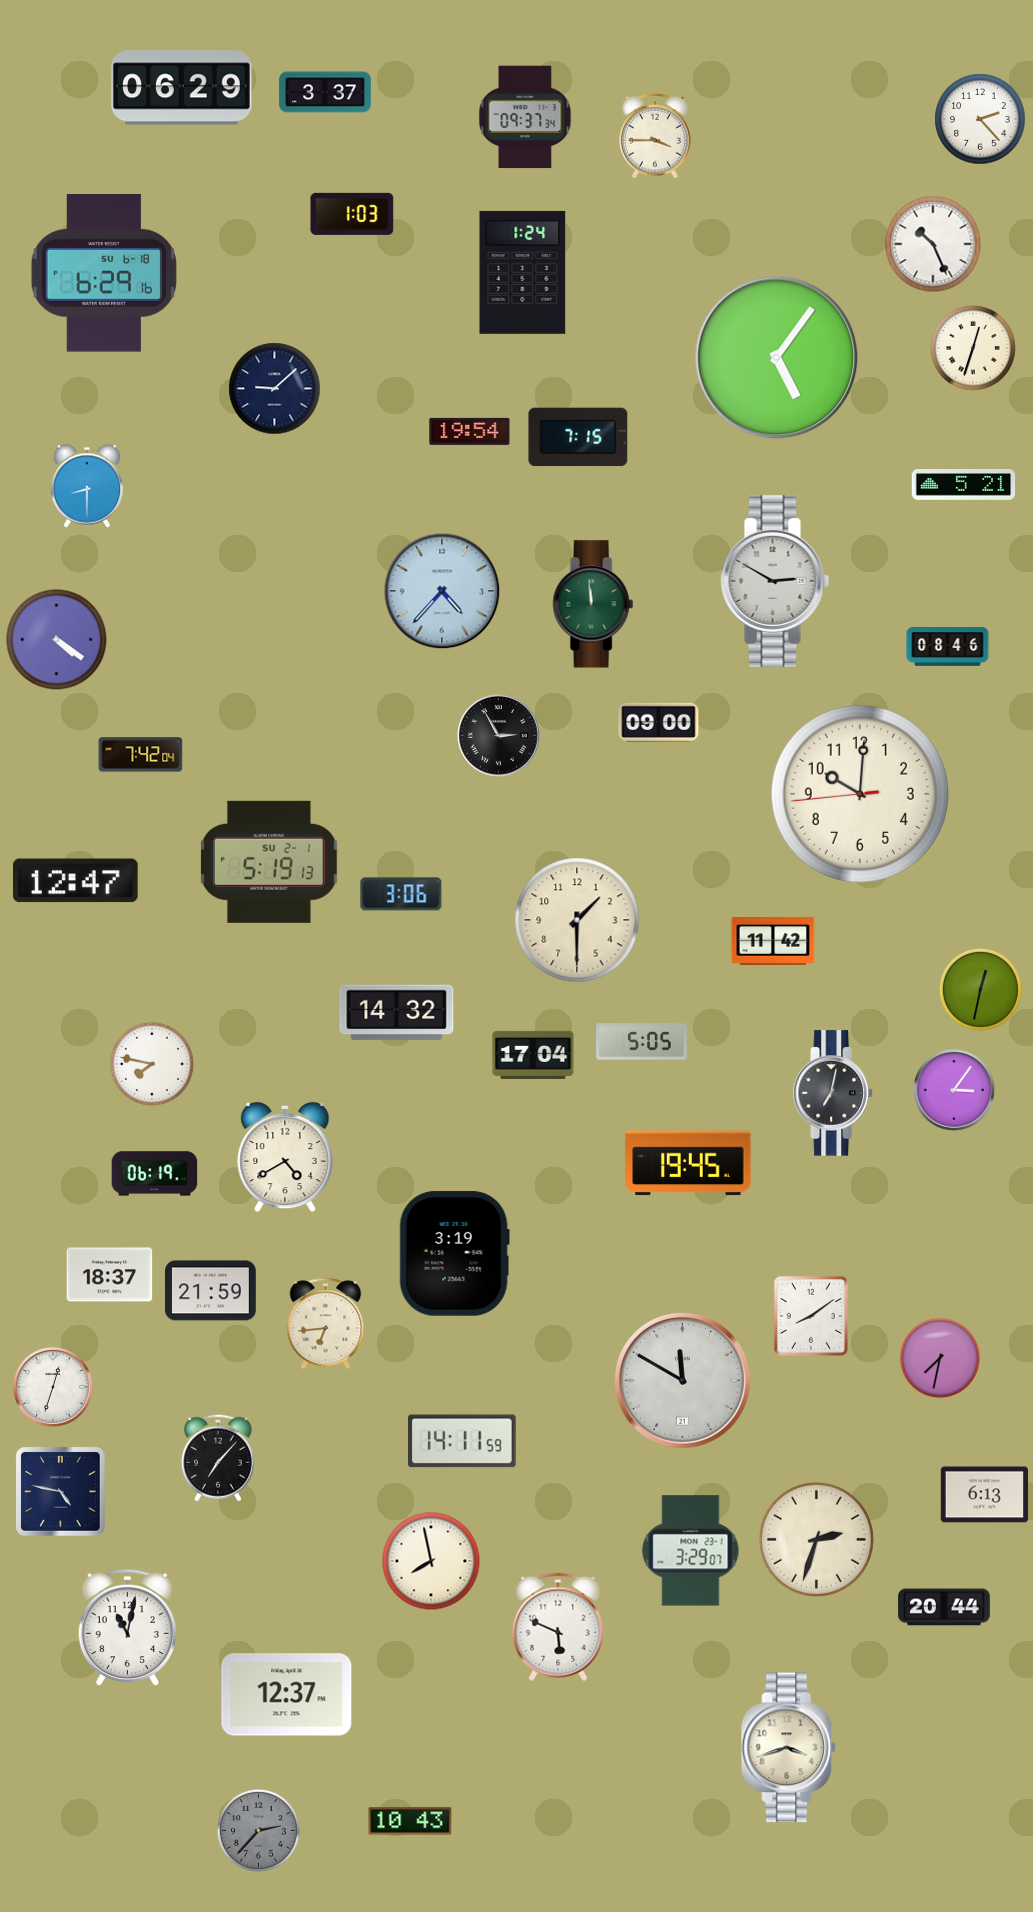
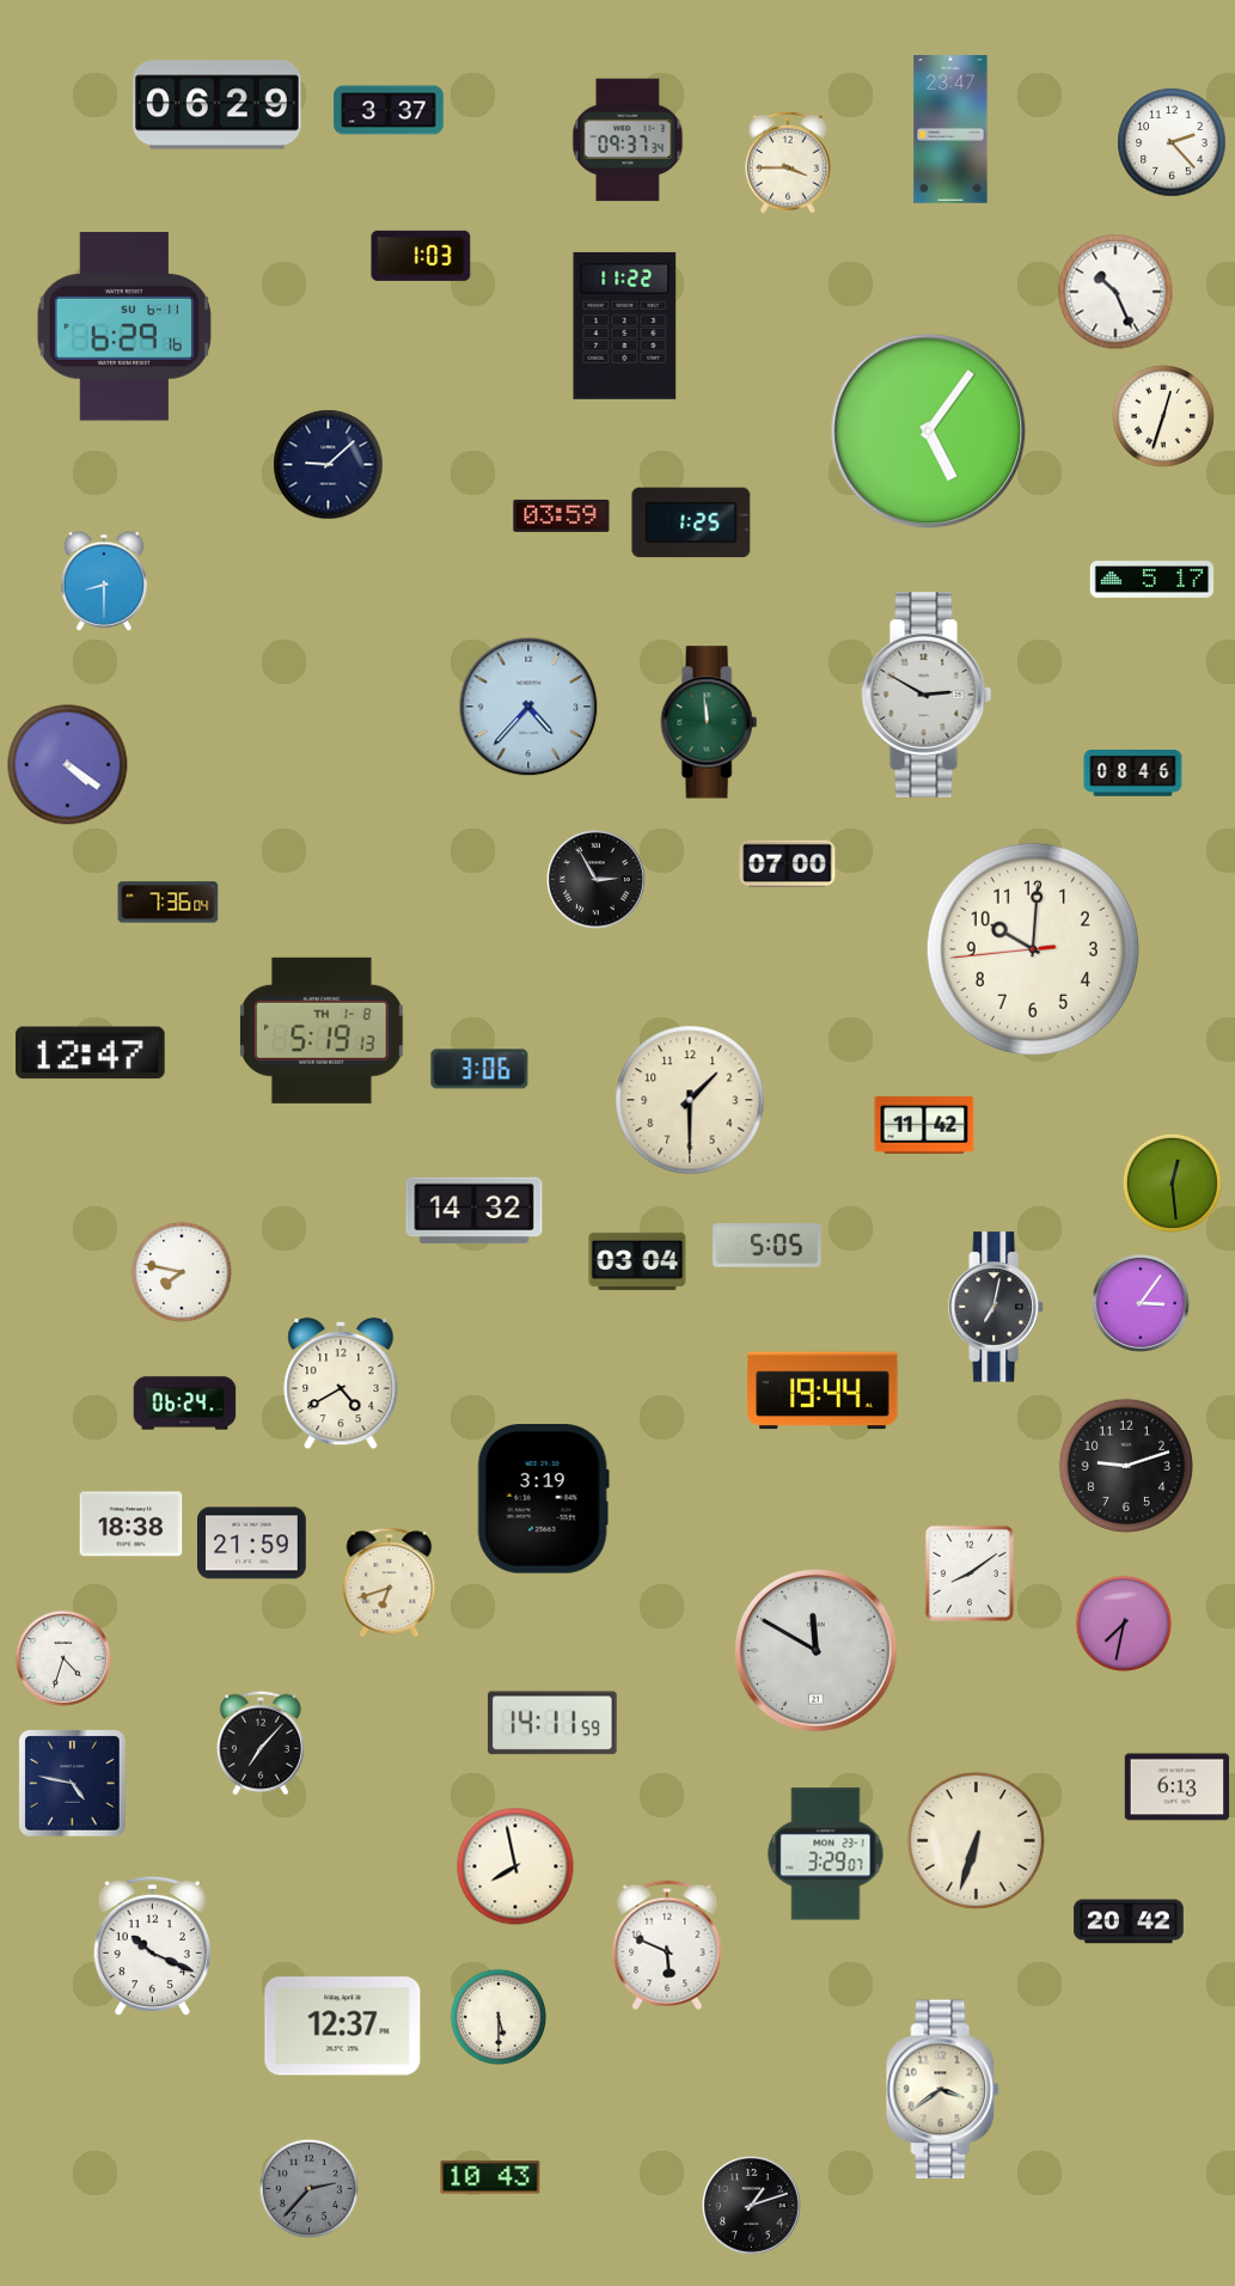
clock at (950, 129): none -> 23:47
clock at (656, 136) position: (656, 136) -> (789, 163)
clock at (523, 272): 1:24 -> 11:22
clock at (104, 273) date: SU 6-18 -> SU 6-11
clock at (777, 358) position: (777, 358) -> (929, 432)
clock at (470, 431): 19:54 -> 03:59
clock at (578, 437): 7:15 -> 1:25
clock at (964, 485): 5:21 -> 5:17
clock at (659, 722): 09:00 -> 07:00
clock at (141, 755): 7:42 -> 7:36
clock at (860, 794) position: (860, 794) -> (1033, 949)
clock at (269, 862) date: SU 2-1 -> TH 1-8
clock at (980, 989): 12:32 -> 12:29
clock at (533, 1055): 17:04 -> 03:04
clock at (688, 1163): 19:45 -> 19:44
clock at (155, 1174): 06:19 -> 06:24
clock at (1126, 1466): none -> 9:12
clock at (110, 1275): 18:37 -> 18:38
clock at (326, 1323): 6:44 -> 6:42
clock at (53, 1387): 12:33 -> 4:33
clock at (816, 1539): 2:33 -> 6:33
clock at (944, 1607): 20:44 -> 20:42
clock at (127, 1628): 11:02 -> 10:19
clock at (497, 2016): none -> 5:30
clock at (789, 1748): 3:42 -> 3:39
clock at (752, 2206): none -> 1:12
